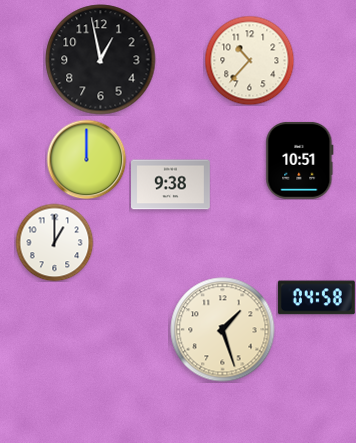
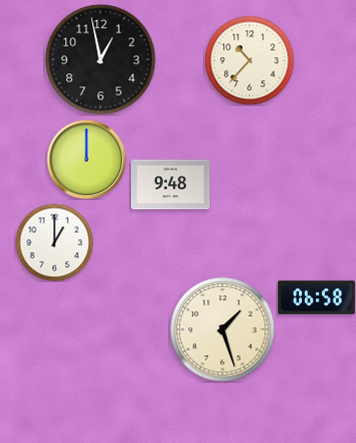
clock at (300, 160): 10:51 -> none
clock at (171, 185): 9:38 -> 9:48
clock at (316, 298): 04:58 -> 06:58
